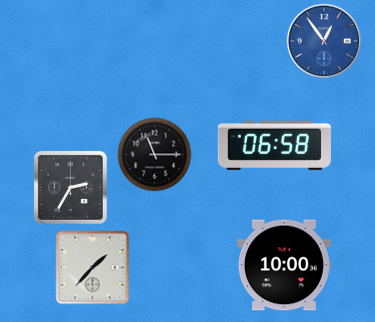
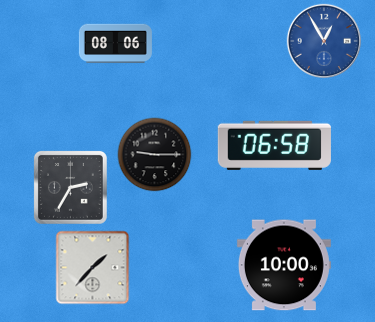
clock at (323, 40): 12:54 -> 12:55
clock at (115, 44): none -> 08:06
clock at (155, 155): 11:15 -> 9:15
